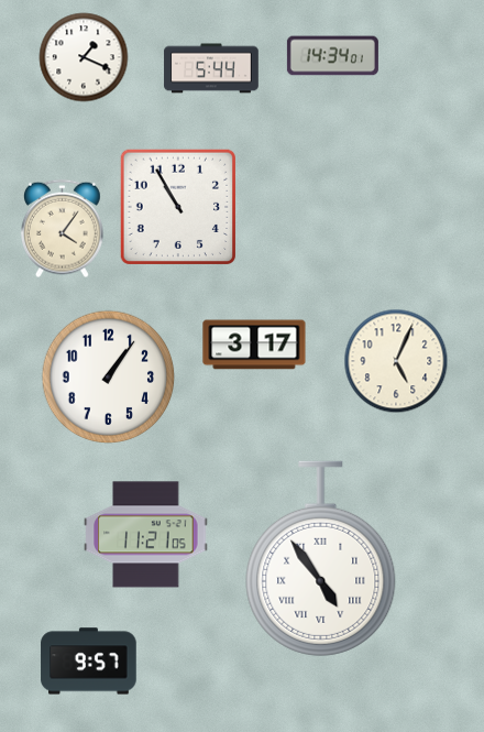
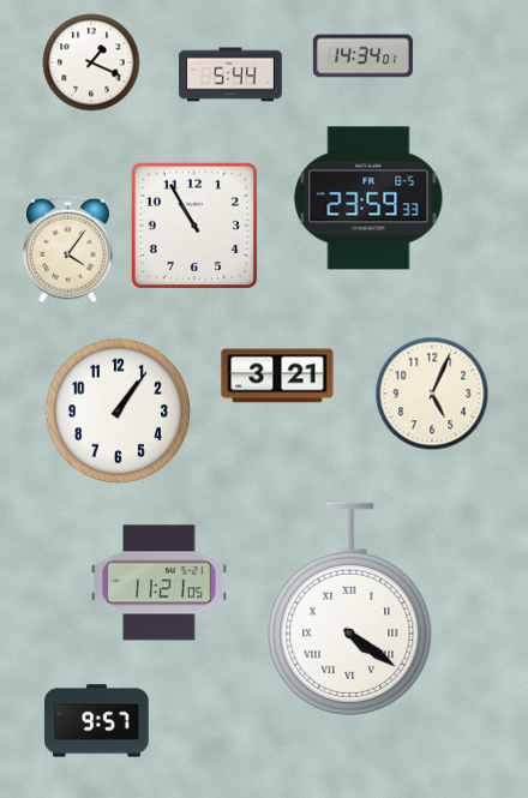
clock at (332, 56) position: (332, 56) -> (362, 56)
clock at (368, 198): none -> 23:59
clock at (254, 345): 3:17 -> 3:21
clock at (321, 558): 4:54 -> 4:21
